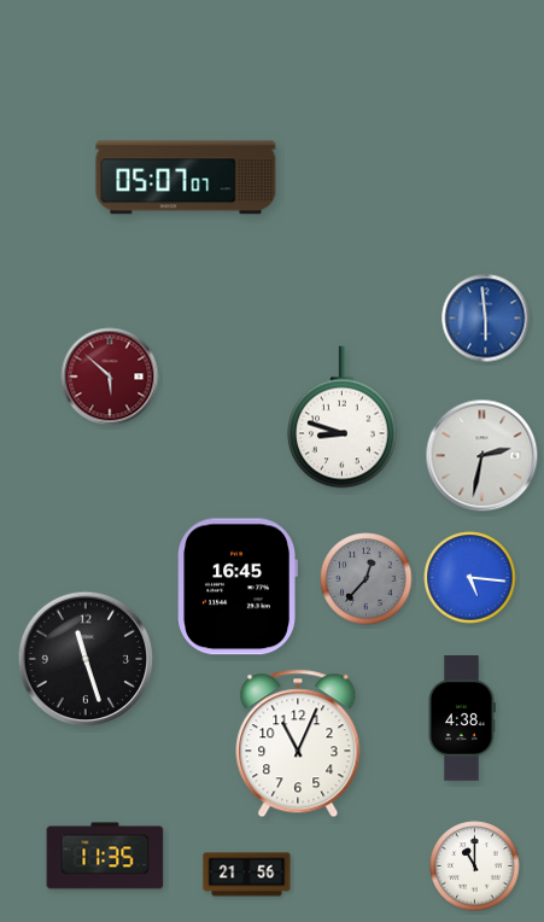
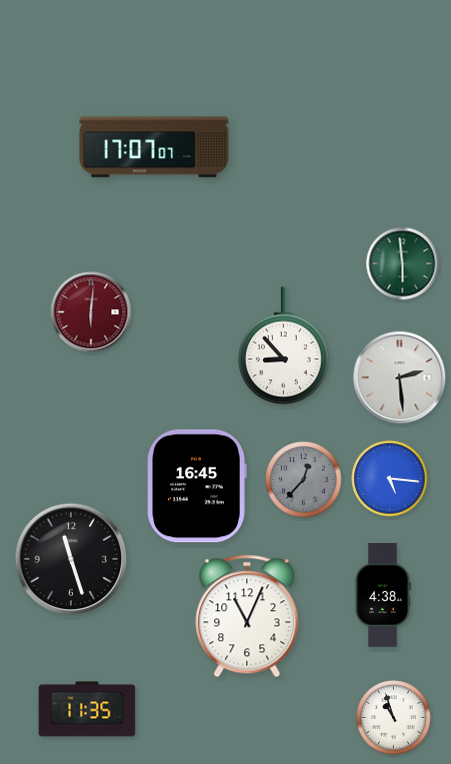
clock at (186, 177): 05:07 -> 17:07
clock at (486, 319) dial: blue -> green
clock at (110, 377): 5:52 -> 6:01
clock at (343, 418): 8:48 -> 8:53
clock at (482, 456): 2:32 -> 2:29
clock at (86, 659) position: (86, 659) -> (71, 559)
clock at (475, 866): 11:00 -> 10:57
clock at (247, 875): 21:56 -> none
